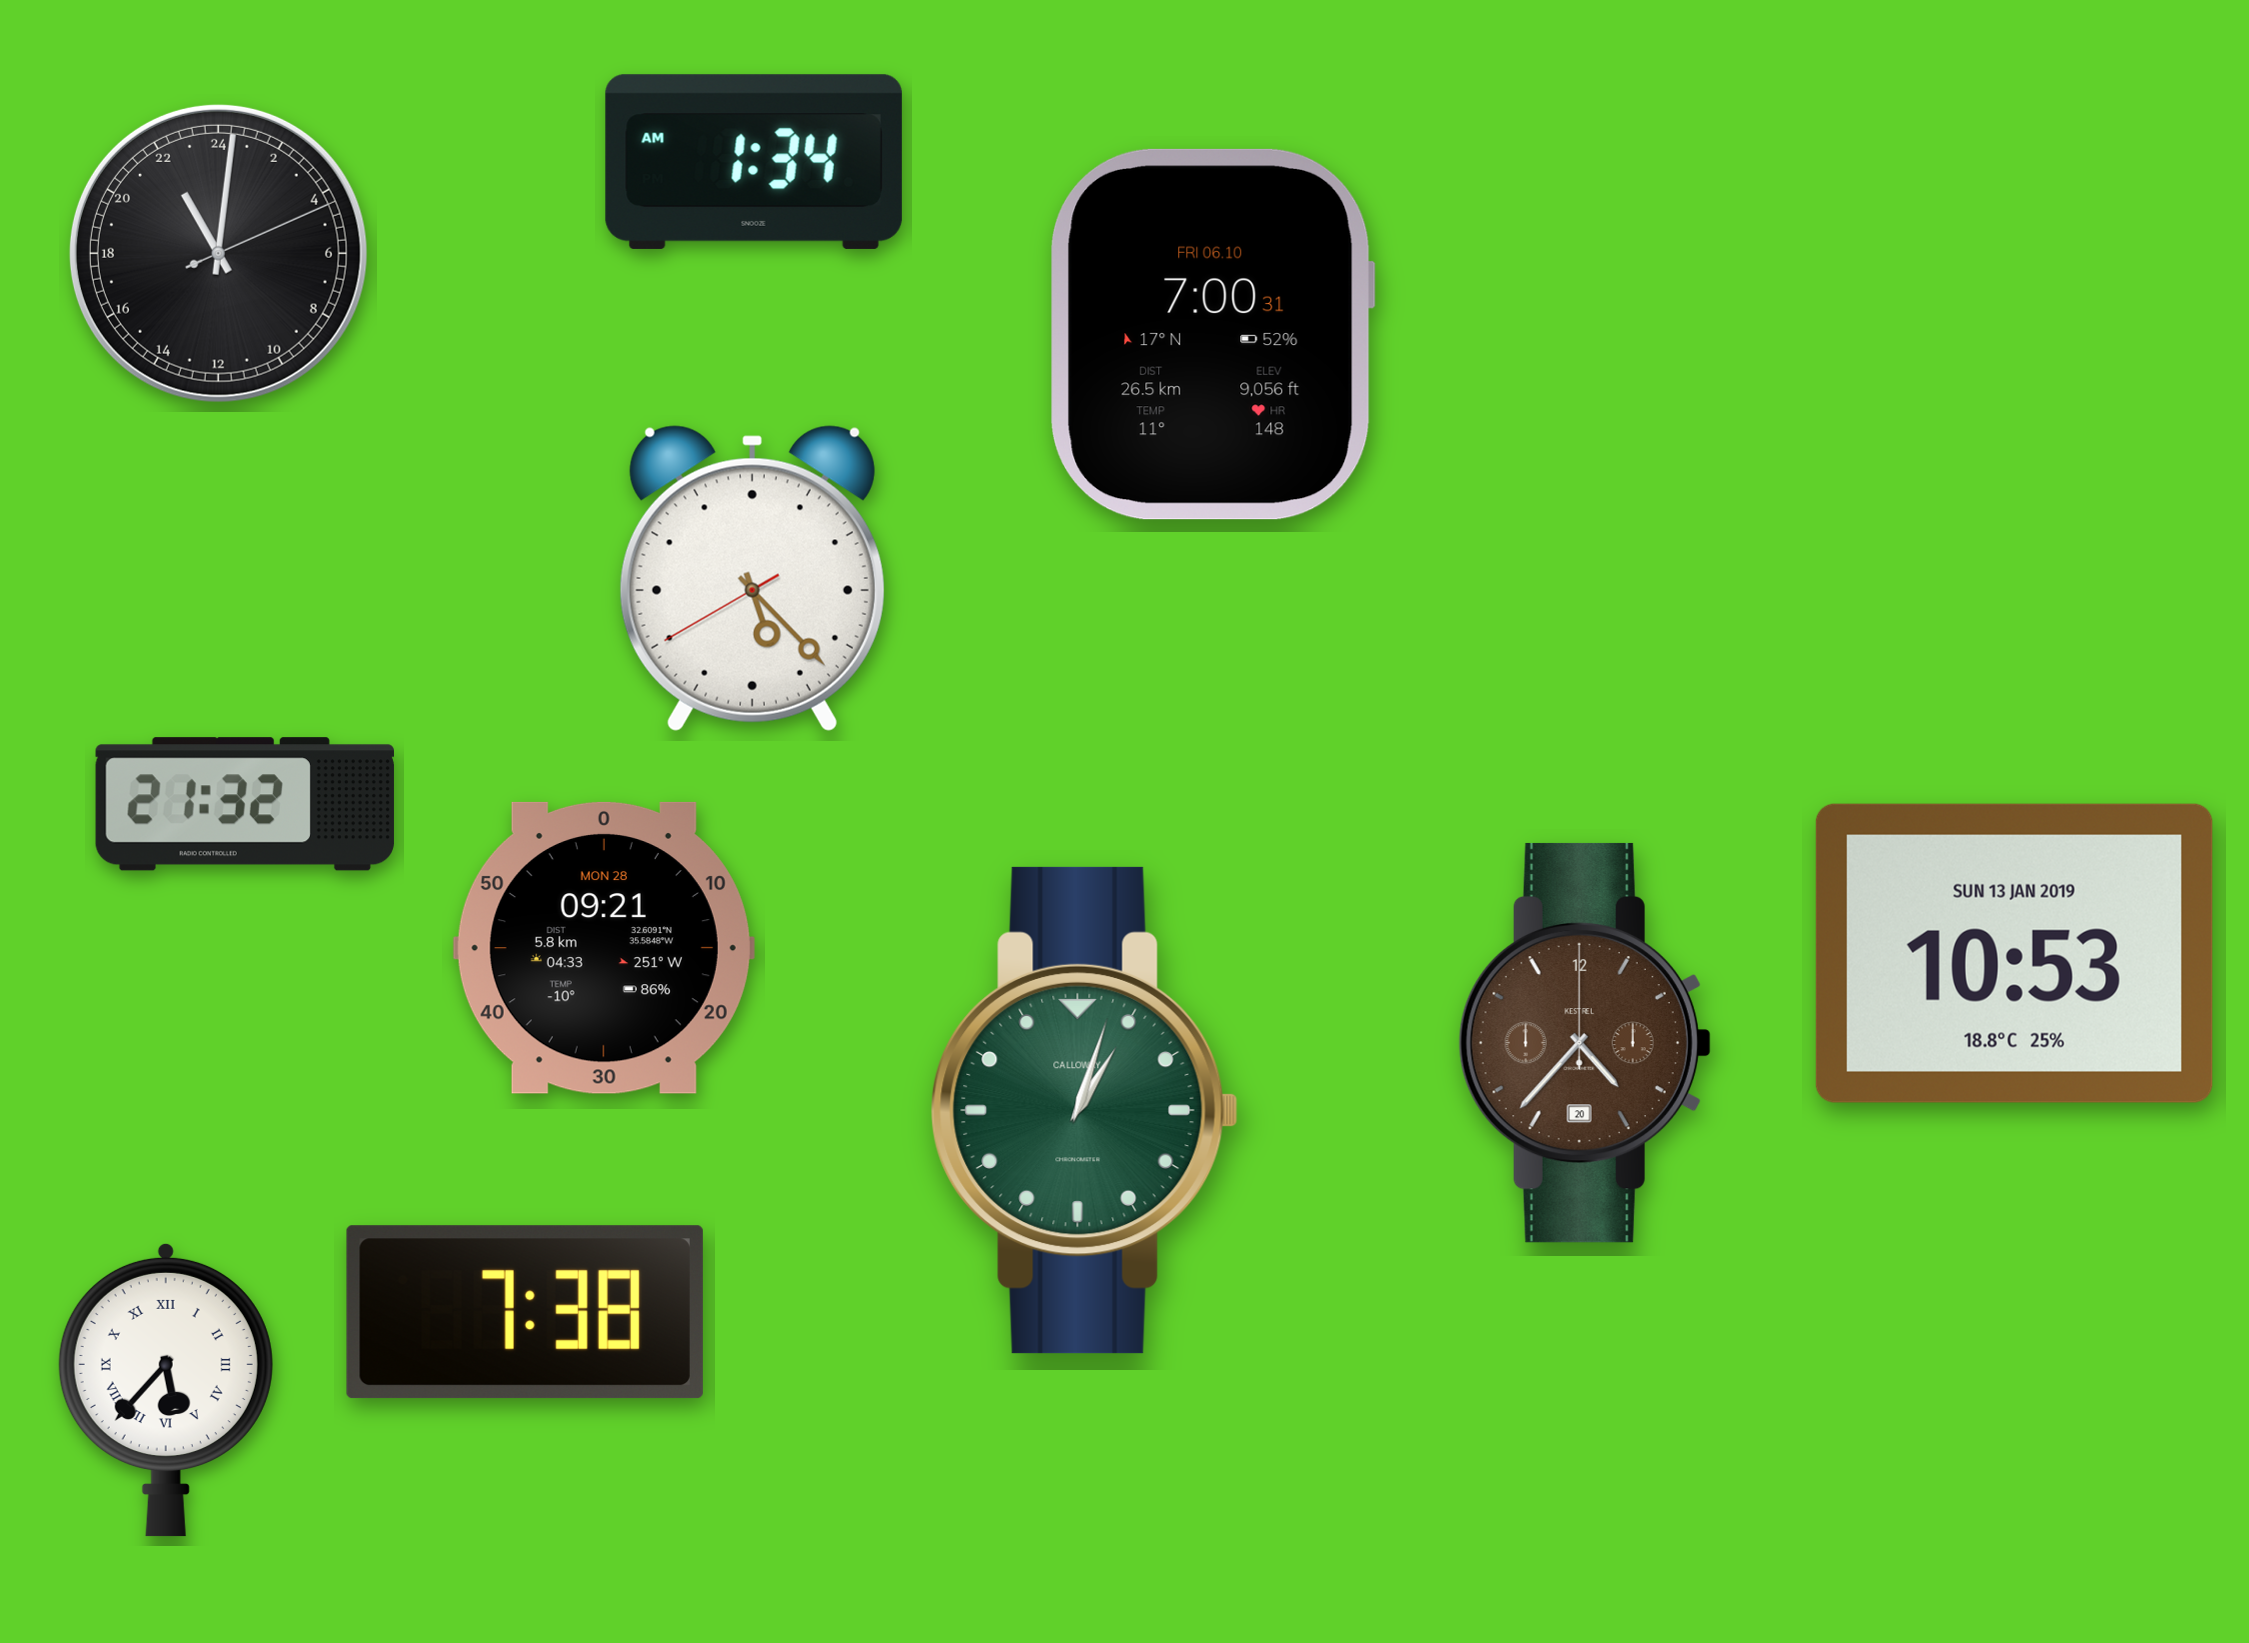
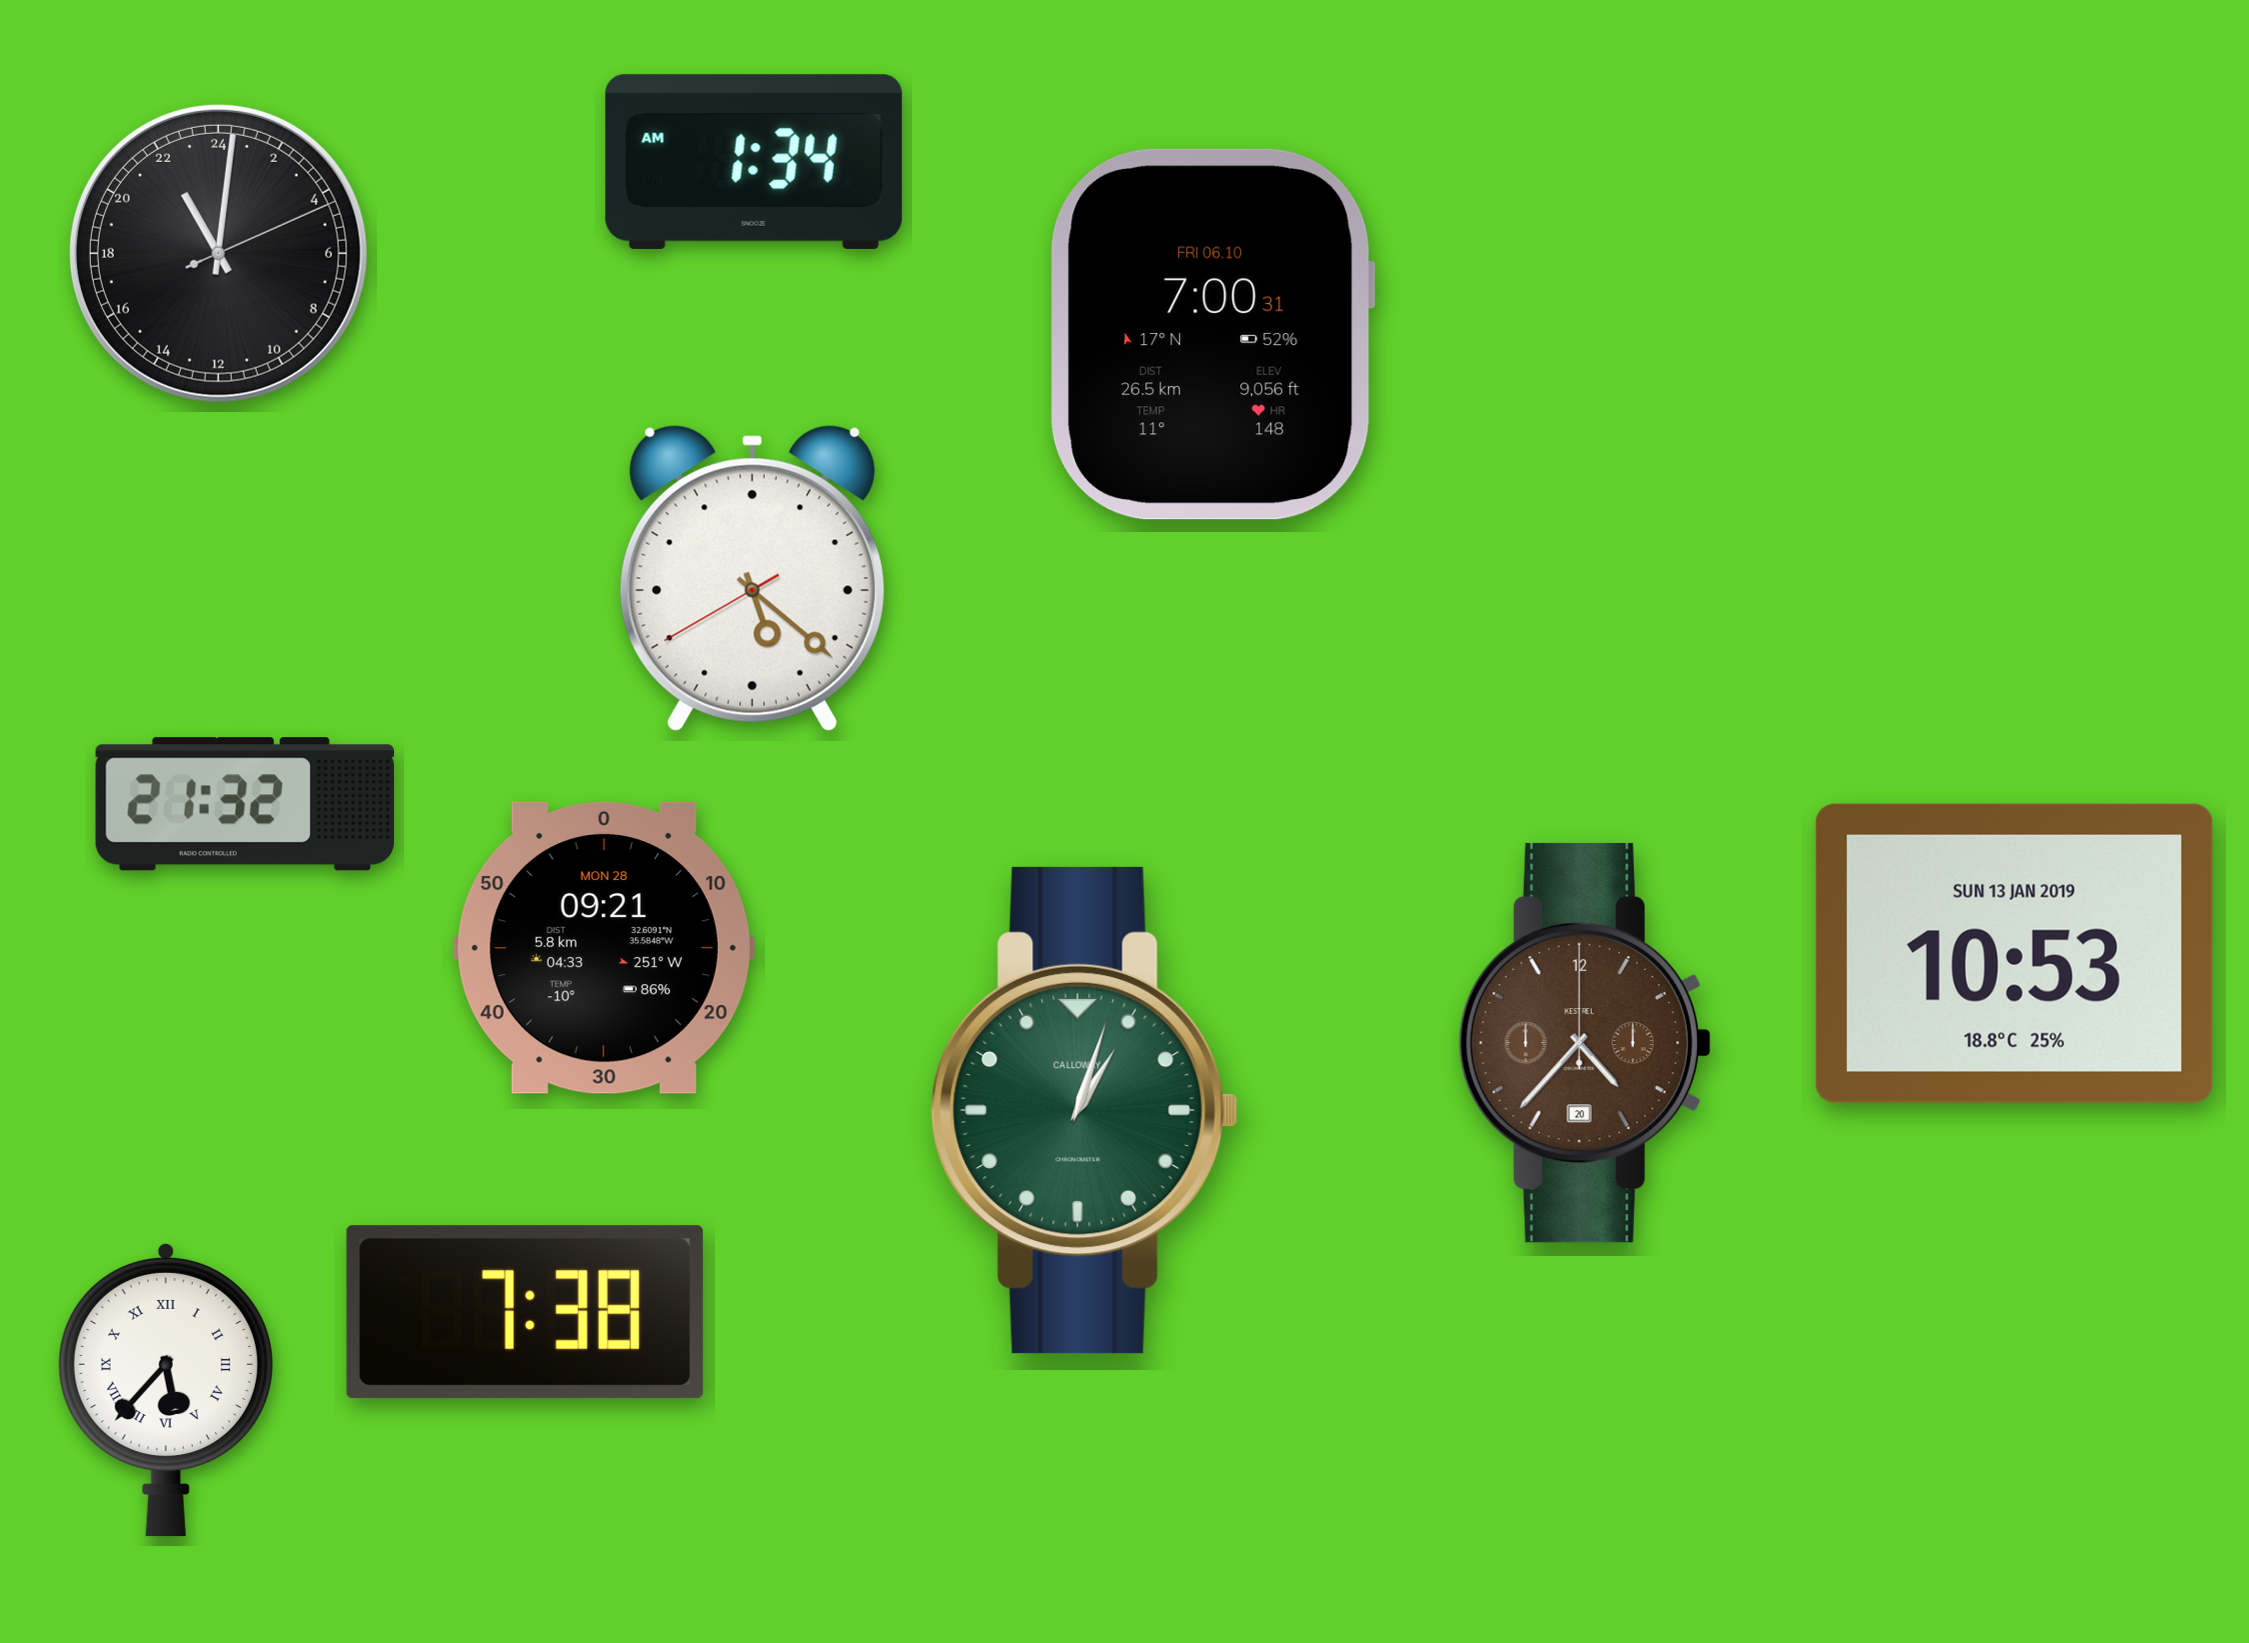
clock at (752, 578): 5:22 -> 5:21
